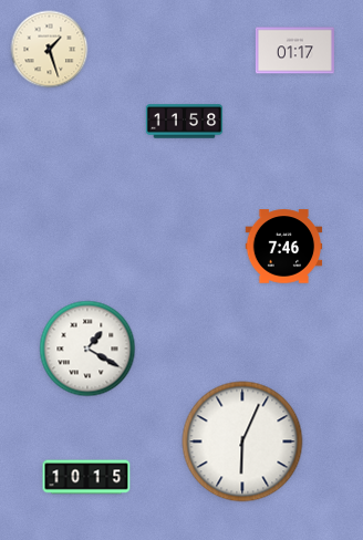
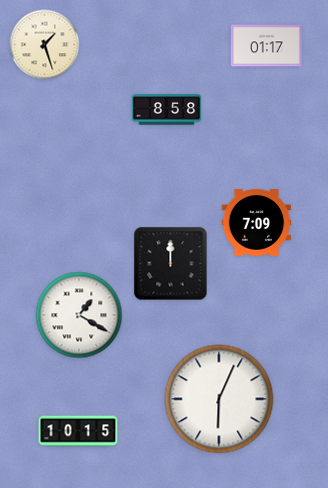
clock at (185, 122): 11:58 -> 8:58
clock at (284, 247): 7:46 -> 7:09
clock at (171, 264): none -> 12:00
